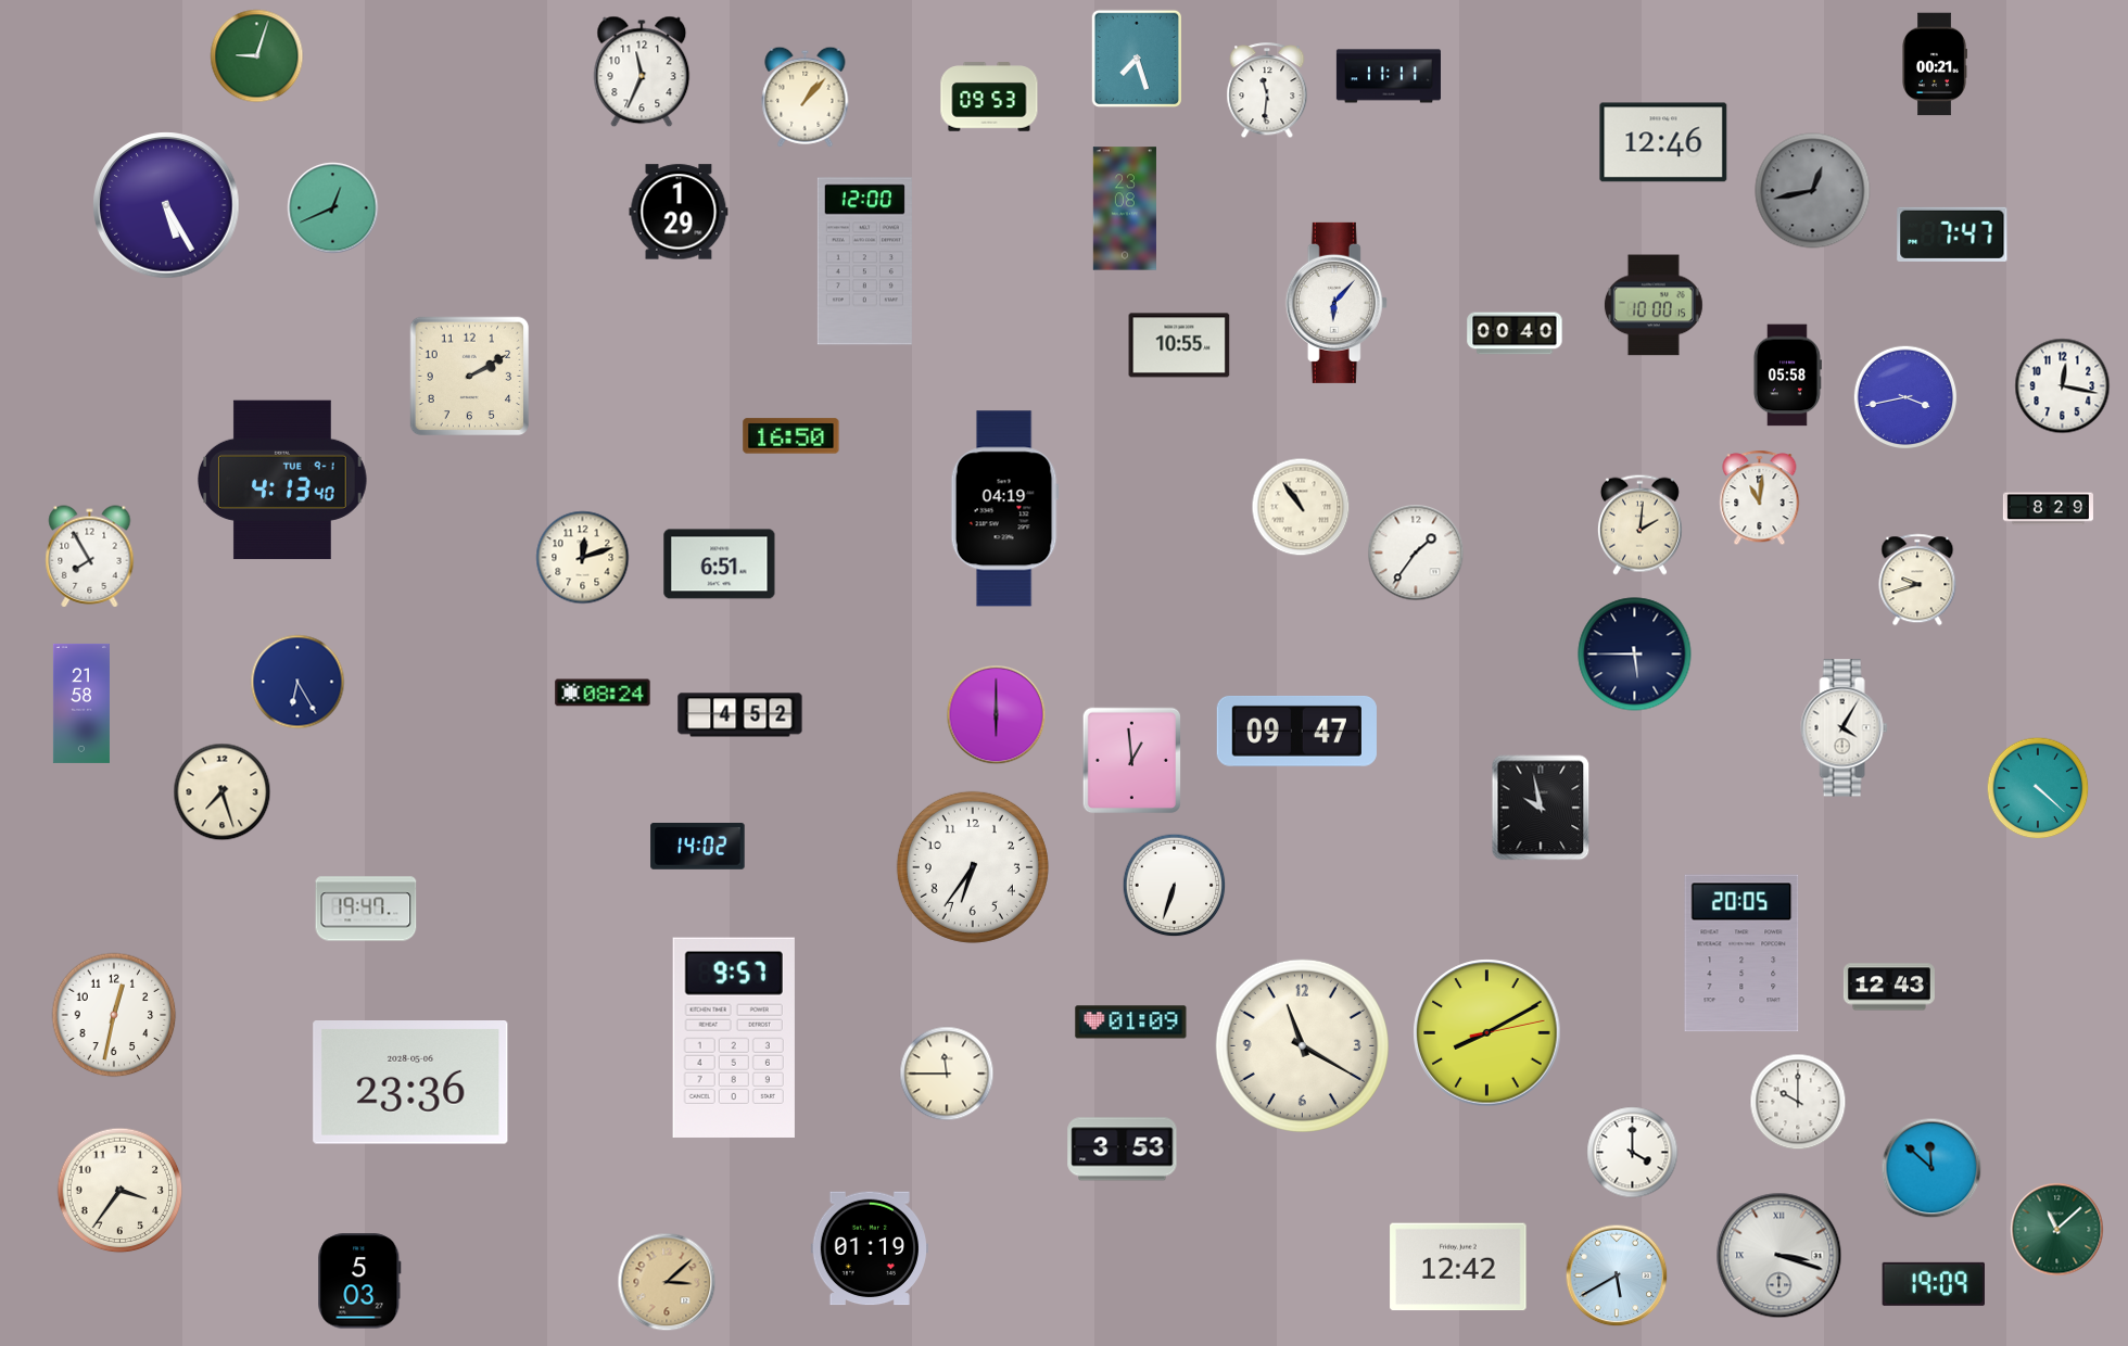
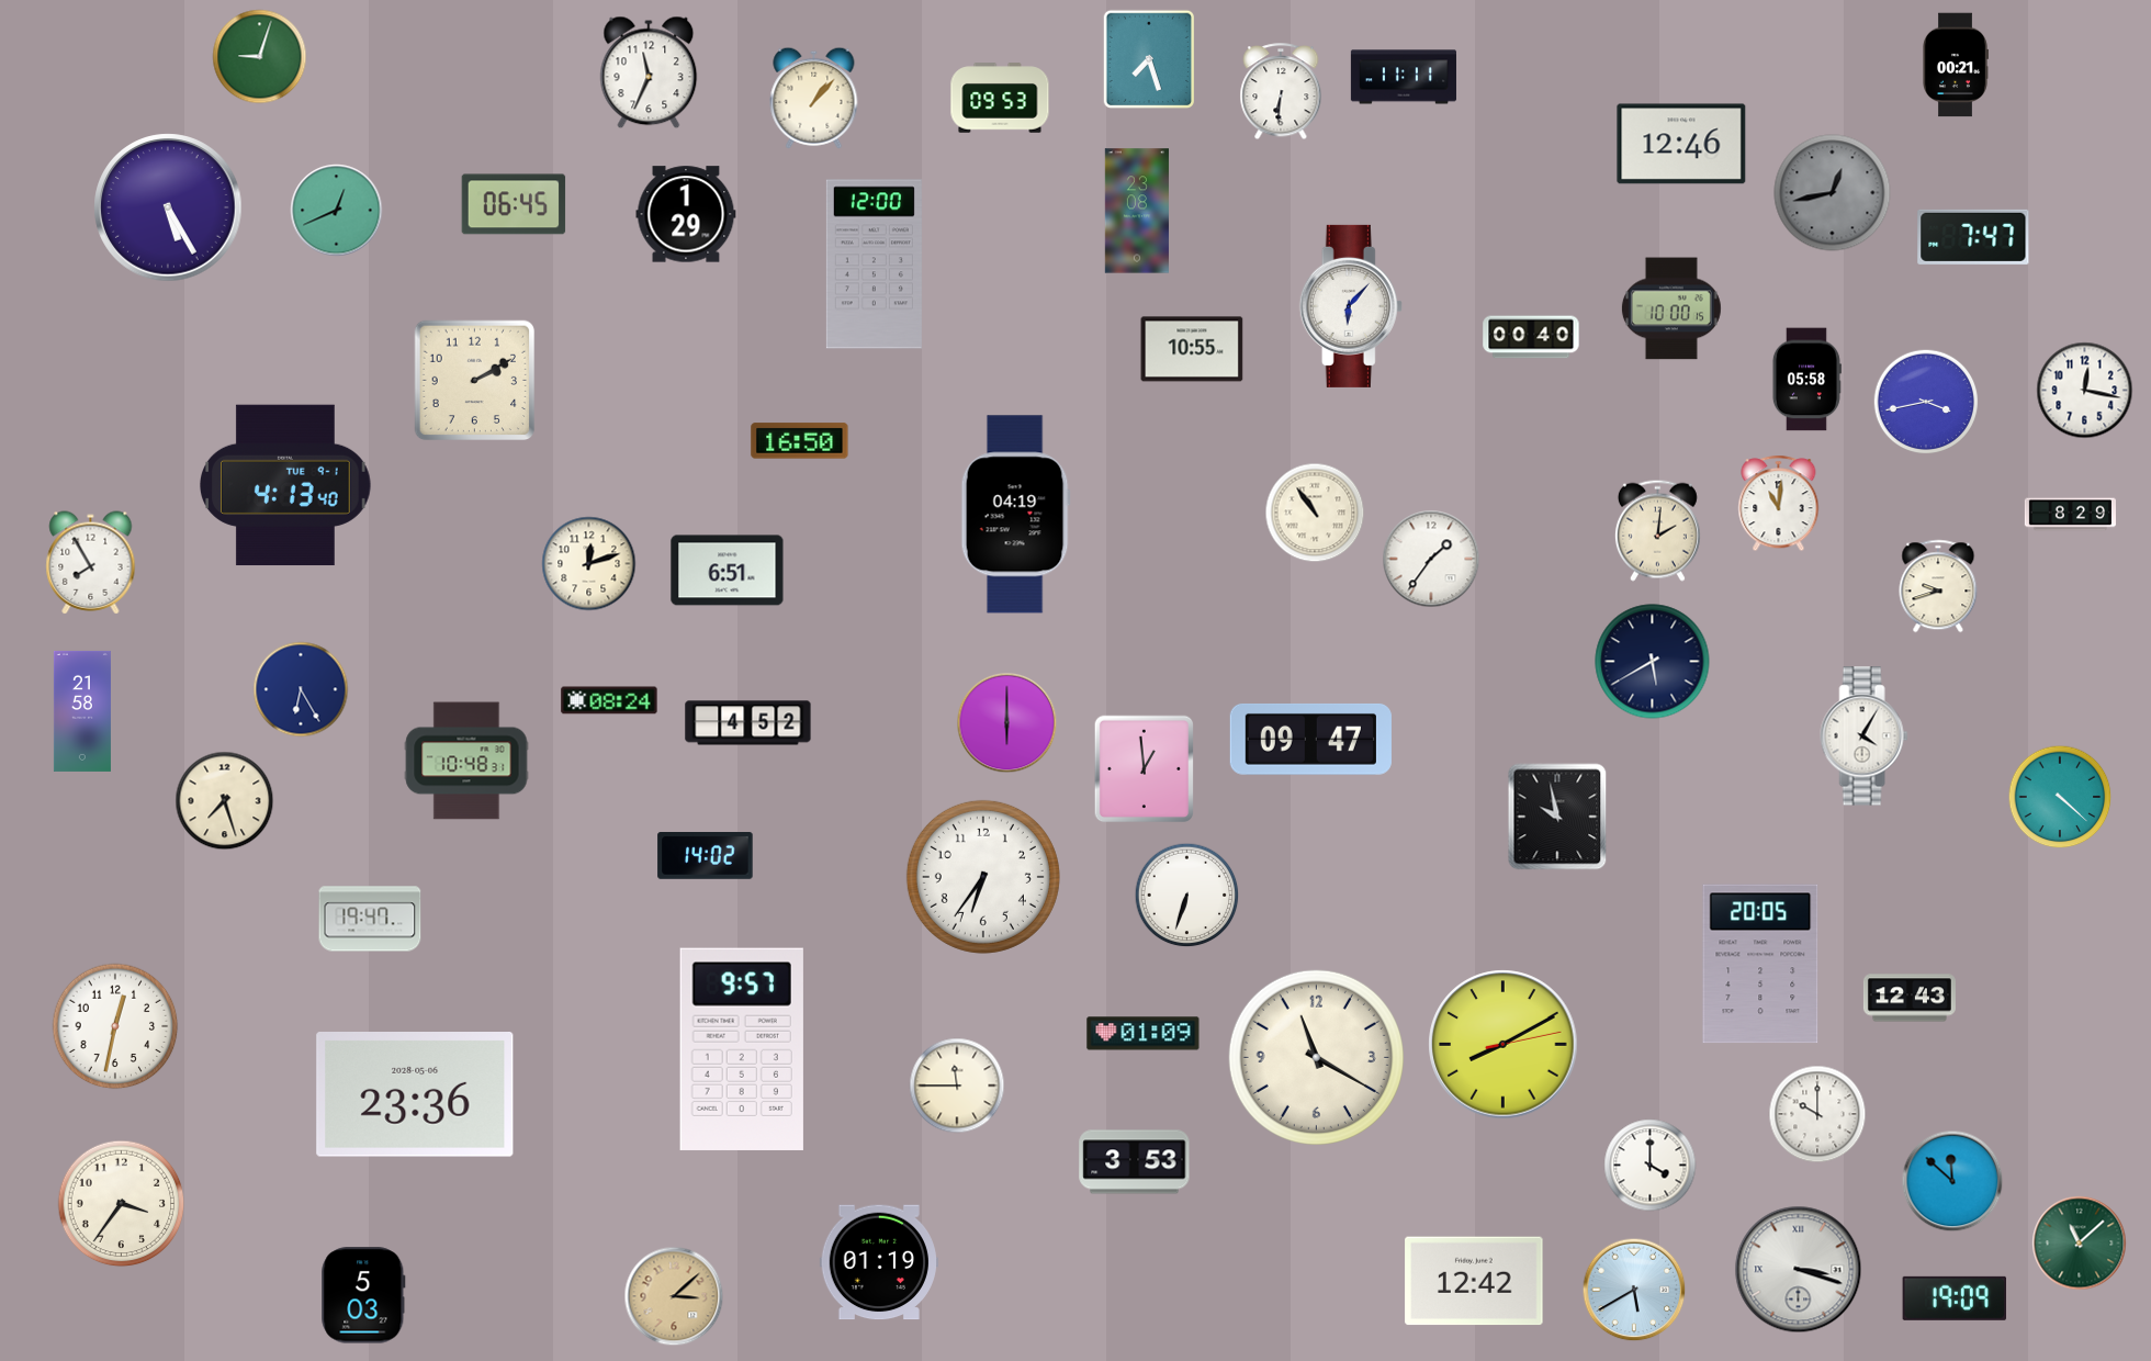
clock at (1267, 91): 11:31 -> 6:31
clock at (514, 204): none -> 06:45
clock at (1635, 655): 5:45 -> 5:40
clock at (466, 761): none -> 10:48
